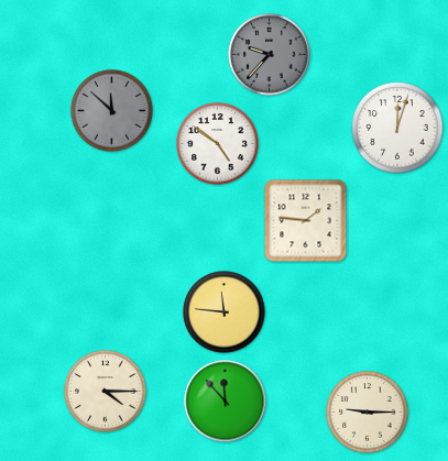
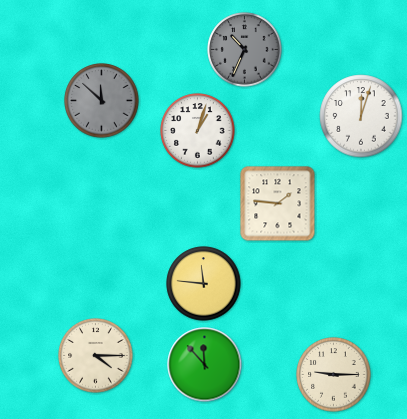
clock at (270, 55): 9:37 -> 10:34
clock at (218, 144): 4:51 -> 1:03
clock at (306, 221) position: (306, 221) -> (278, 204)
